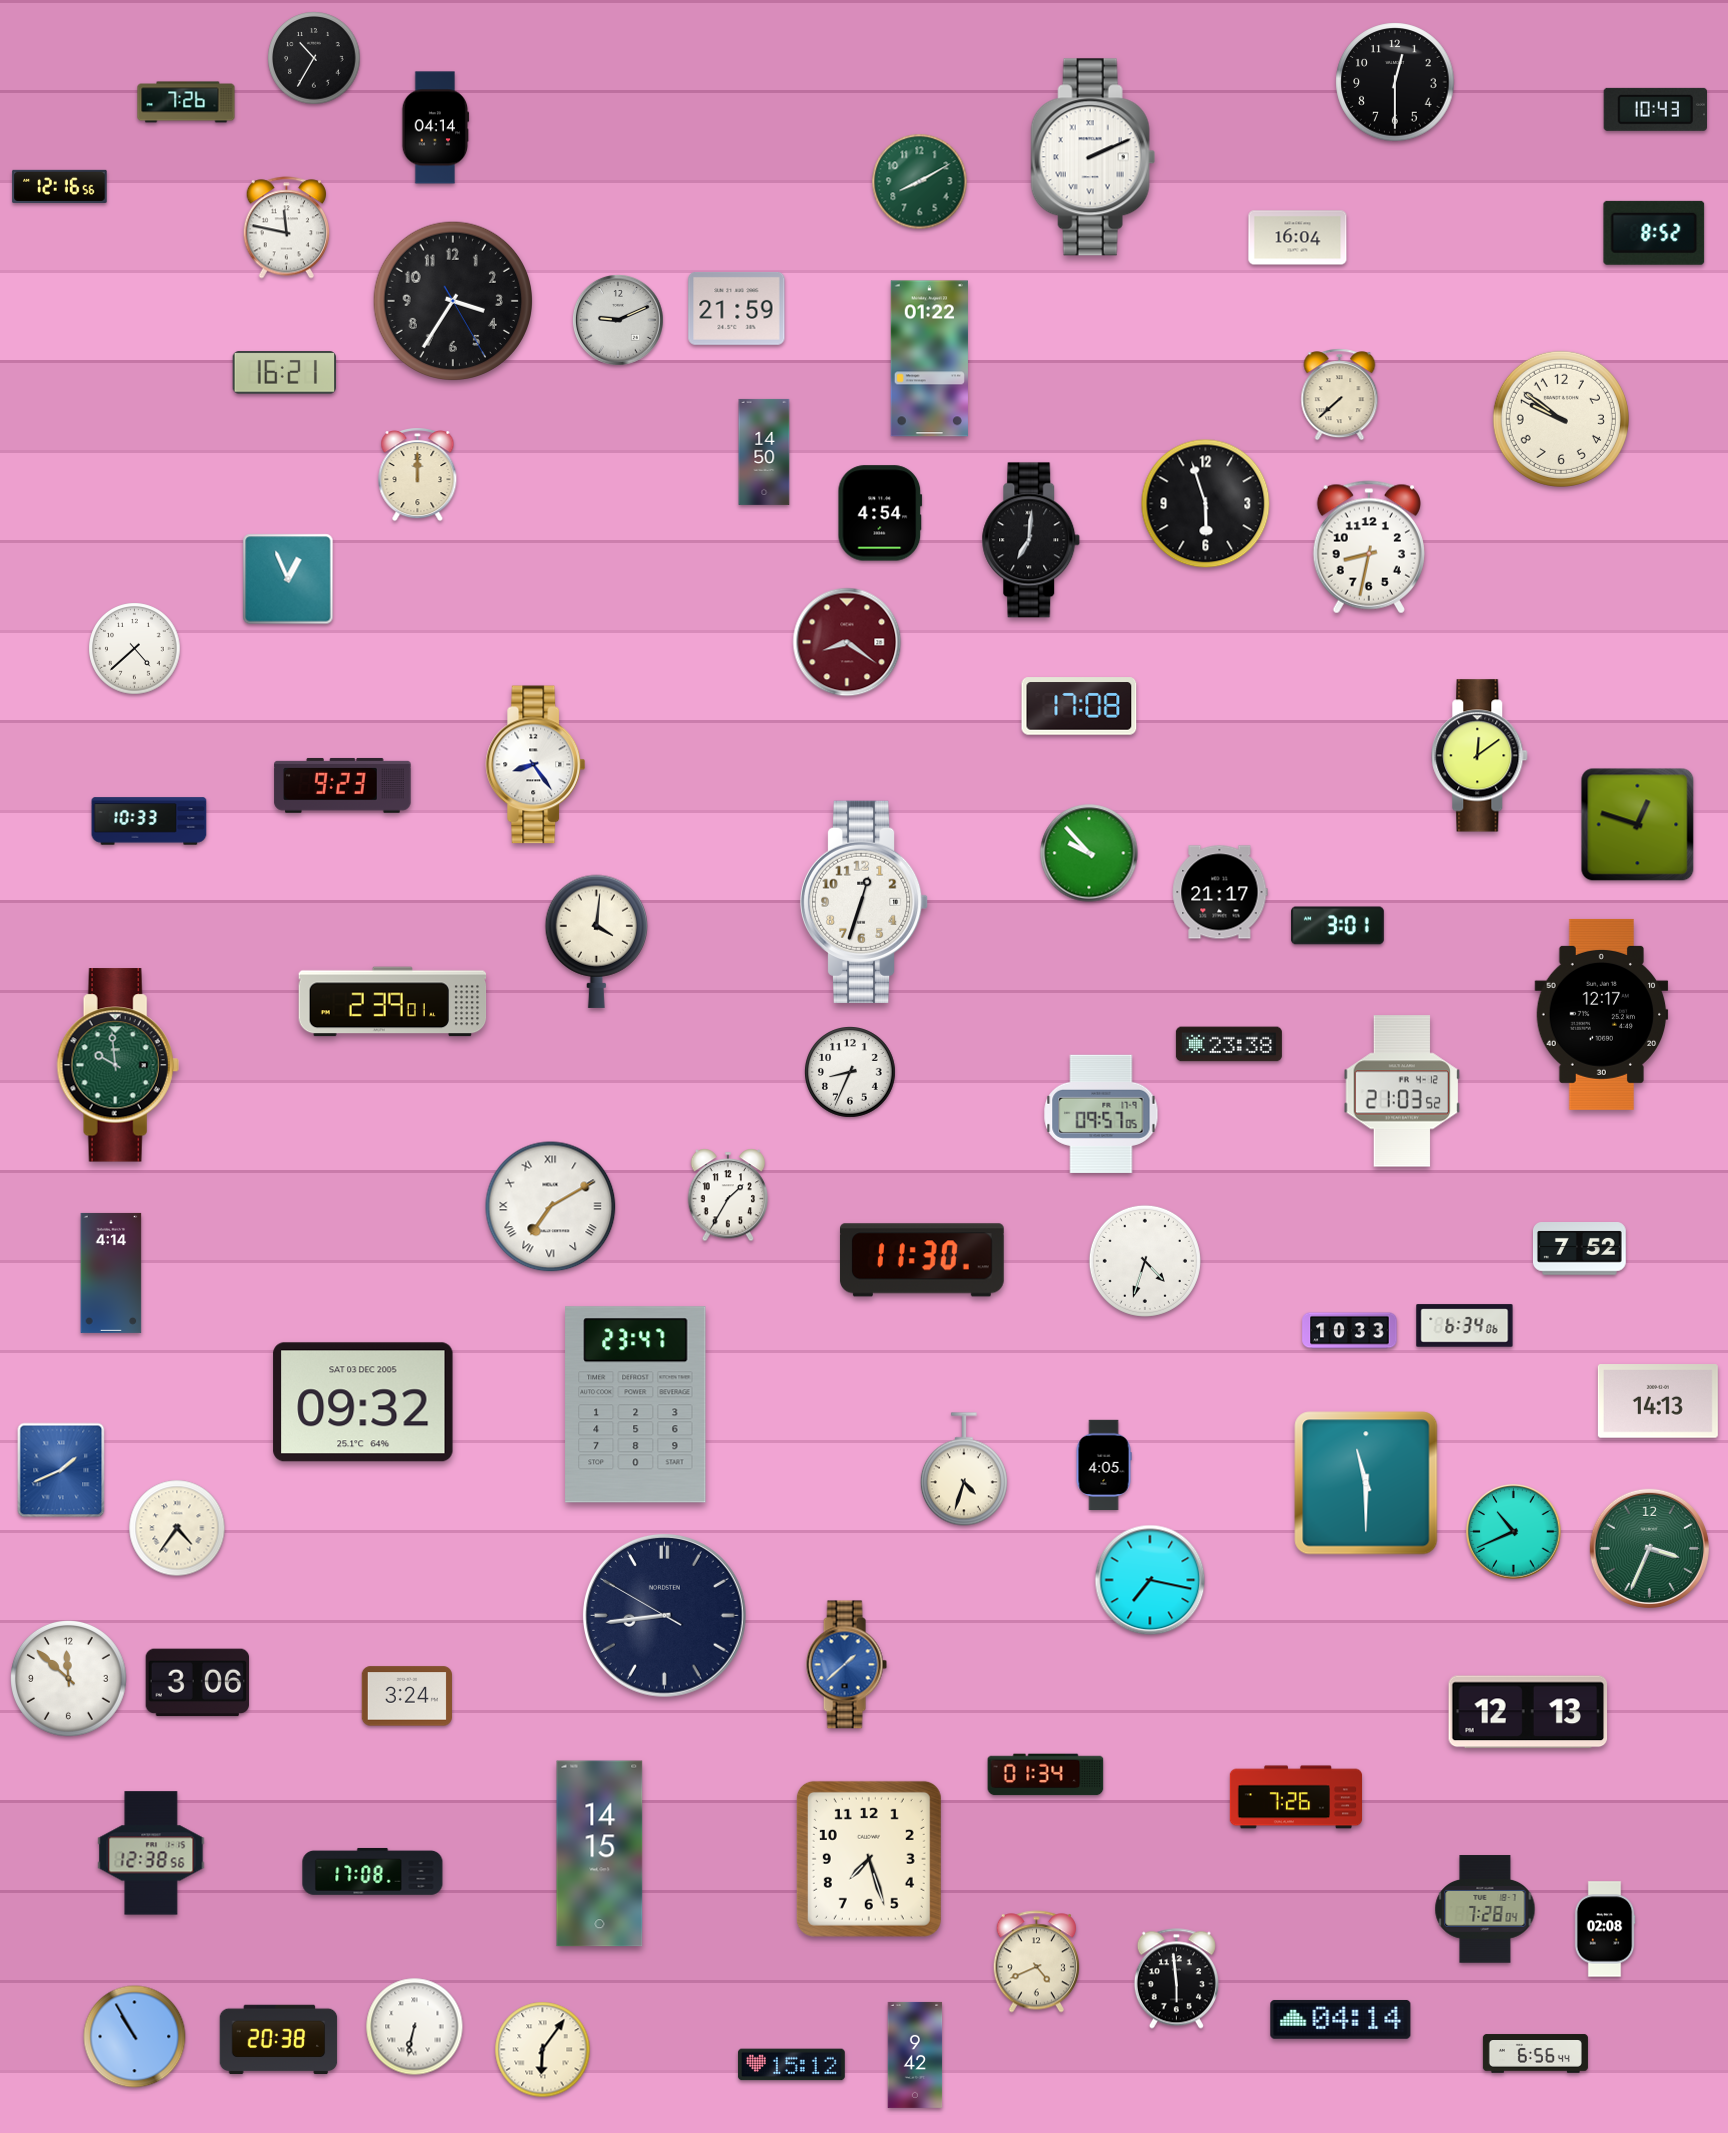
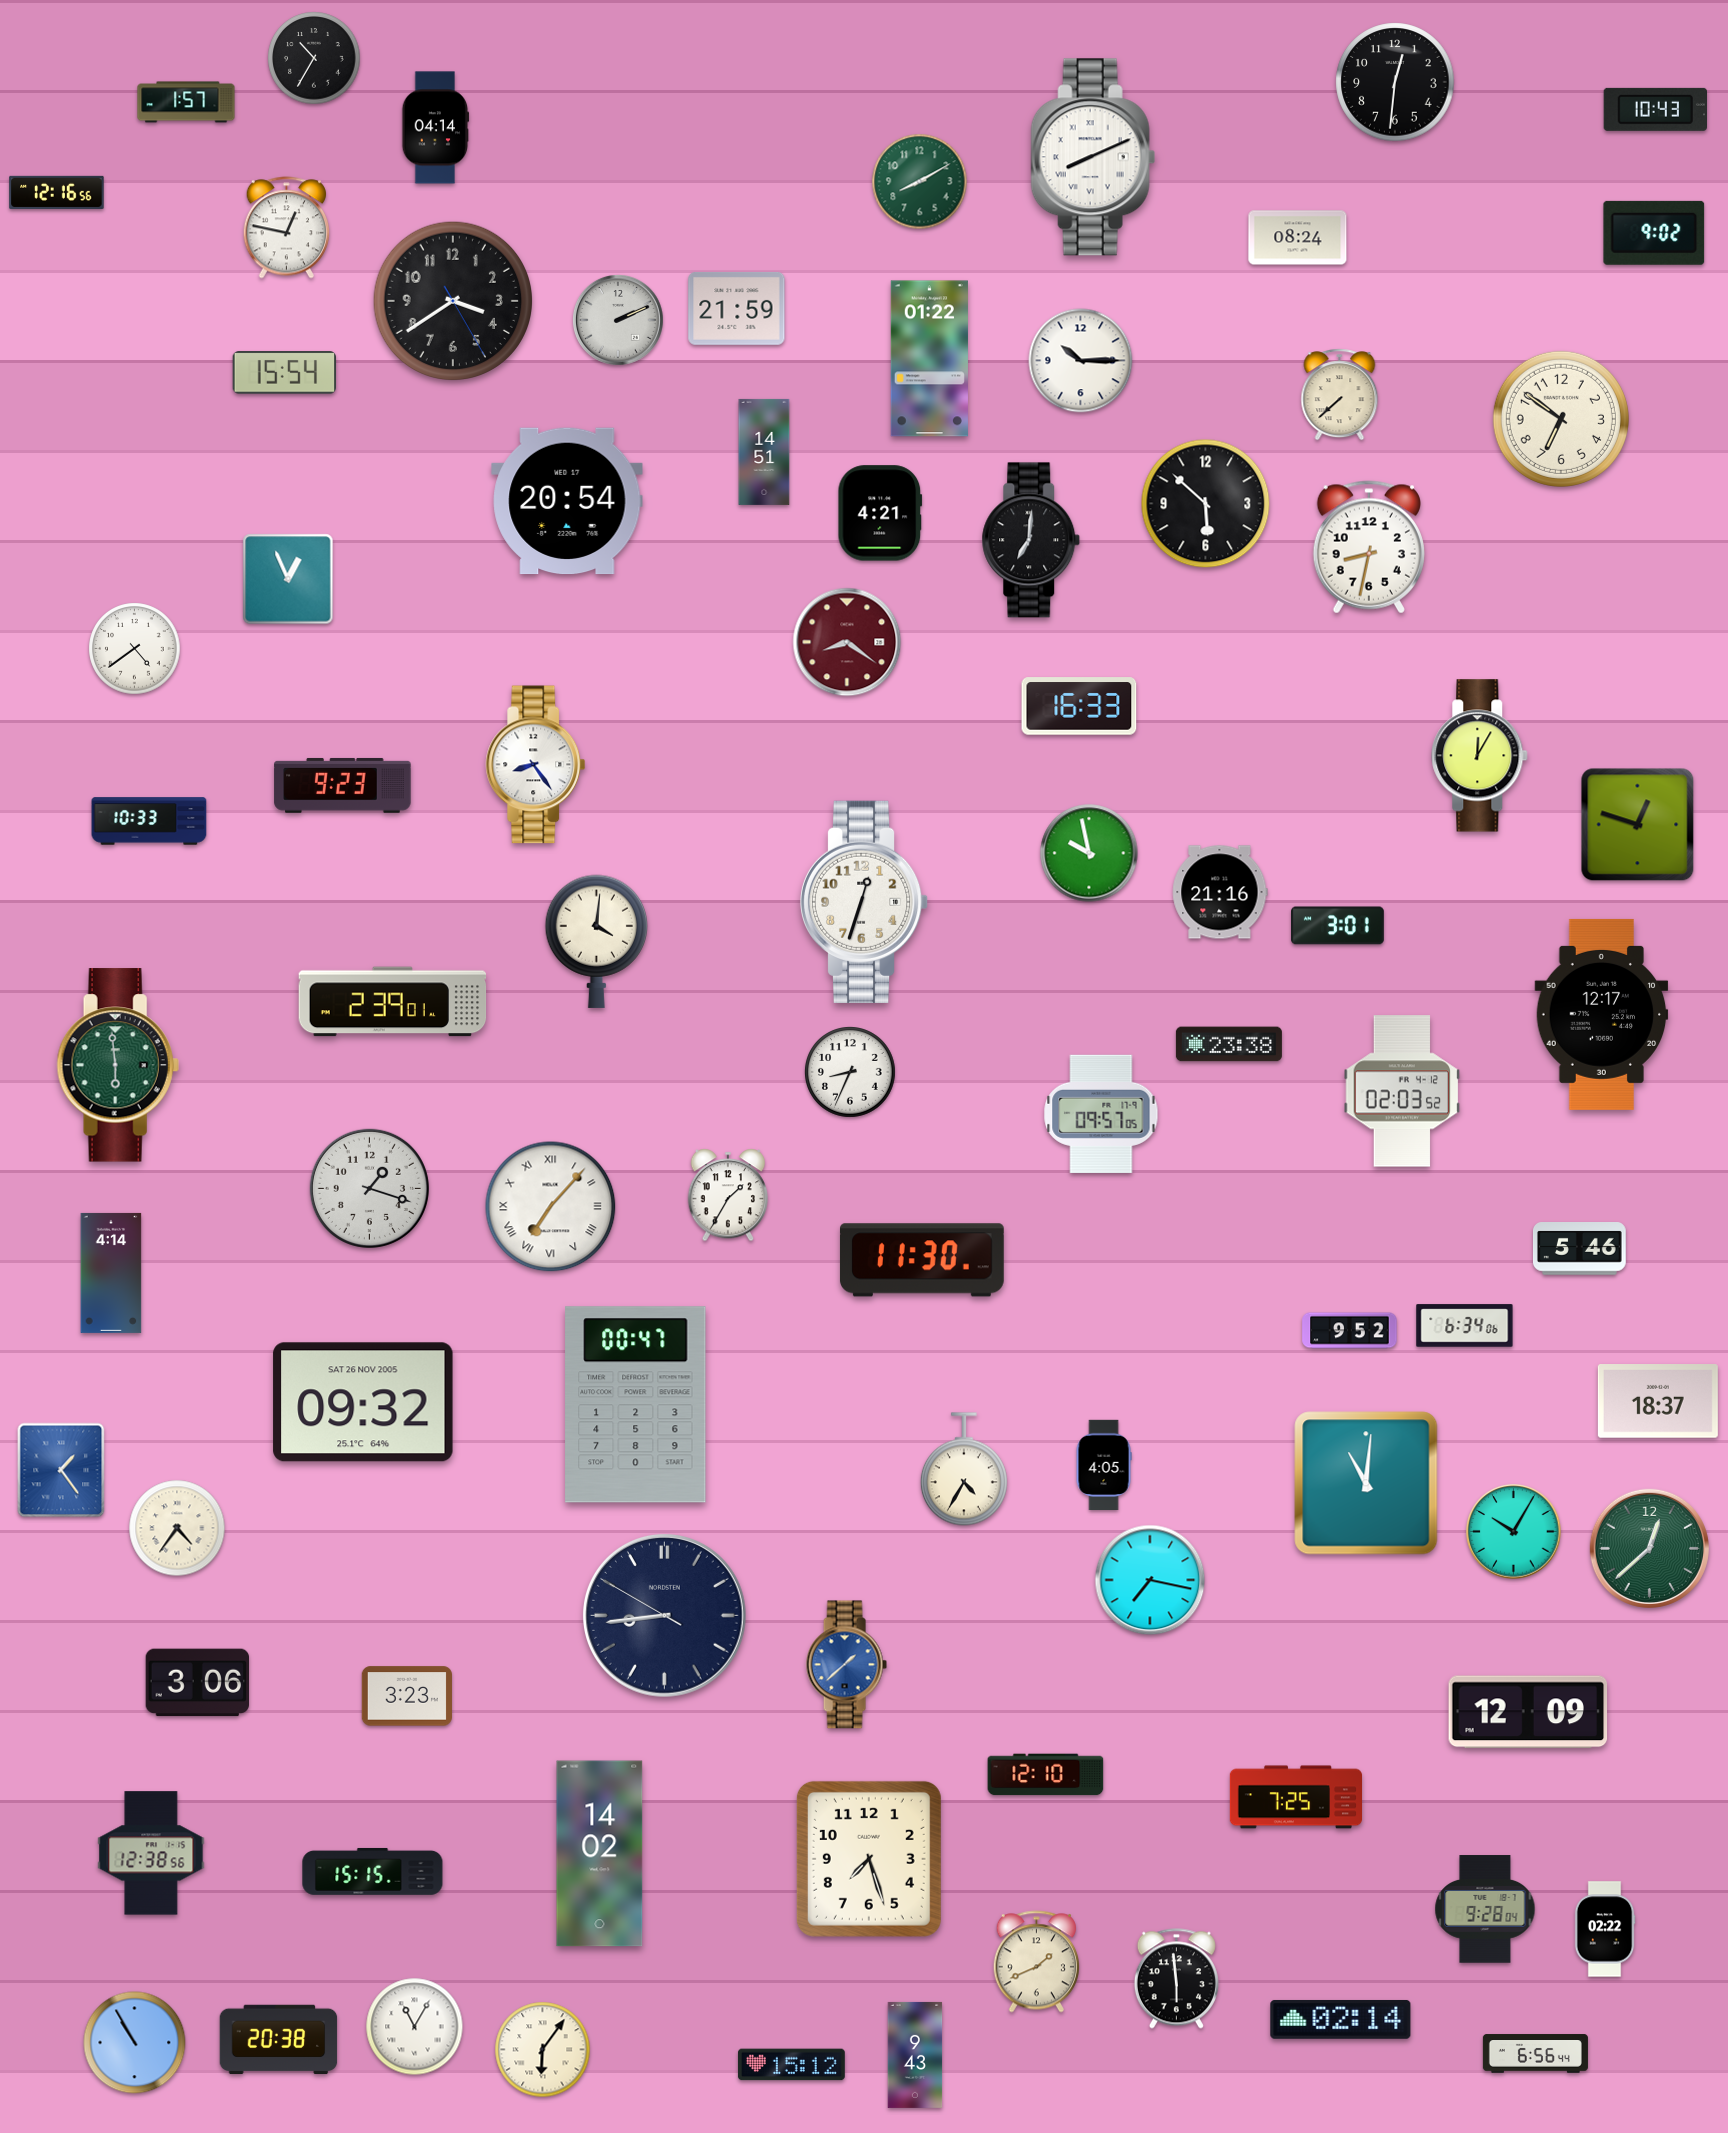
clock at (1395, 82): 12:30 -> 12:31
clock at (186, 102): 7:26 -> 1:57
clock at (1093, 157): 2:11 -> 8:11
clock at (60, 186) position: (60, 186) -> (57, 192)
clock at (286, 228): 11:47 -> 12:47
clock at (1654, 233): 8:52 -> 9:02
clock at (1298, 238): 16:04 -> 08:24
clock at (452, 300): 3:35 -> 3:39
clock at (619, 321): 9:11 -> 2:11
clock at (1081, 361): none -> 10:15
clock at (285, 373): 16:21 -> 15:54
clock at (1561, 419): 9:51 -> 6:51
clock at (764, 452): 14:50 -> 14:51
clock at (418, 475): 12:00 -> none
clock at (567, 501): none -> 20:54
clock at (1206, 504): 5:57 -> 5:52
clock at (880, 513): 4:54 -> 4:21
clock at (135, 649): 4:38 -> 4:39
clock at (1079, 706): 17:08 -> 16:33
clock at (1480, 756): 12:09 -> 12:05
clock at (1089, 853): 9:53 -> 9:58
clock at (1220, 892): 21:17 -> 21:16
clock at (118, 1065): 9:59 -> 5:59
clock at (1402, 1091): 21:03 -> 02:03
clock at (369, 1188): none -> 1:18
clock at (551, 1207): 7:10 -> 7:07
clock at (1579, 1249): 7:52 -> 5:46
clock at (1145, 1261): 4:33 -> none
clock at (1350, 1331): 10:33 -> 9:52
clock at (363, 1402) date: SAT 03 DEC 2005 -> SAT 26 NOV 2005
clock at (1658, 1402): 14:13 -> 18:37
clock at (636, 1405): 23:47 -> 00:47
clock at (964, 1469): 4:33 -> 4:35
clock at (61, 1470): 1:41 -> 1:24
clock at (1366, 1483): 11:30 -> 11:01
clock at (1514, 1532): 10:41 -> 10:05
clock at (1649, 1548): 3:34 -> 12:38
clock at (69, 1679): 11:52 -> none
clock at (407, 1696): 3:24 -> 3:23
clock at (1528, 1712): 12:13 -> 12:09
clock at (1046, 1775): 01:34 -> 12:10
clock at (1296, 1797): 7:26 -> 7:25
clock at (600, 1854): 14:15 -> 14:02
clock at (373, 1871): 17:08 -> 15:15
clock at (1485, 1909): 7:28 -> 9:28
clock at (1605, 1929): 02:08 -> 02:22
clock at (1036, 1962): 4:41 -> 1:41
clock at (1341, 2019): 04:14 -> 02:14
clock at (415, 2027): 6:32 -> 11:05
clock at (135, 2037) position: (135, 2037) -> (135, 2043)
clock at (915, 2055): 9:42 -> 9:43
